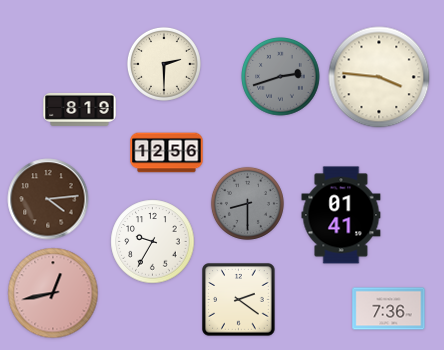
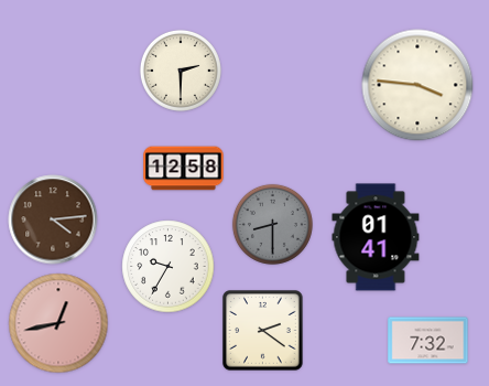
clock at (281, 77): 2:42 -> none
clock at (80, 109): 8:19 -> none
clock at (167, 153): 12:56 -> 12:58
clock at (389, 309): 7:36 -> 7:32
